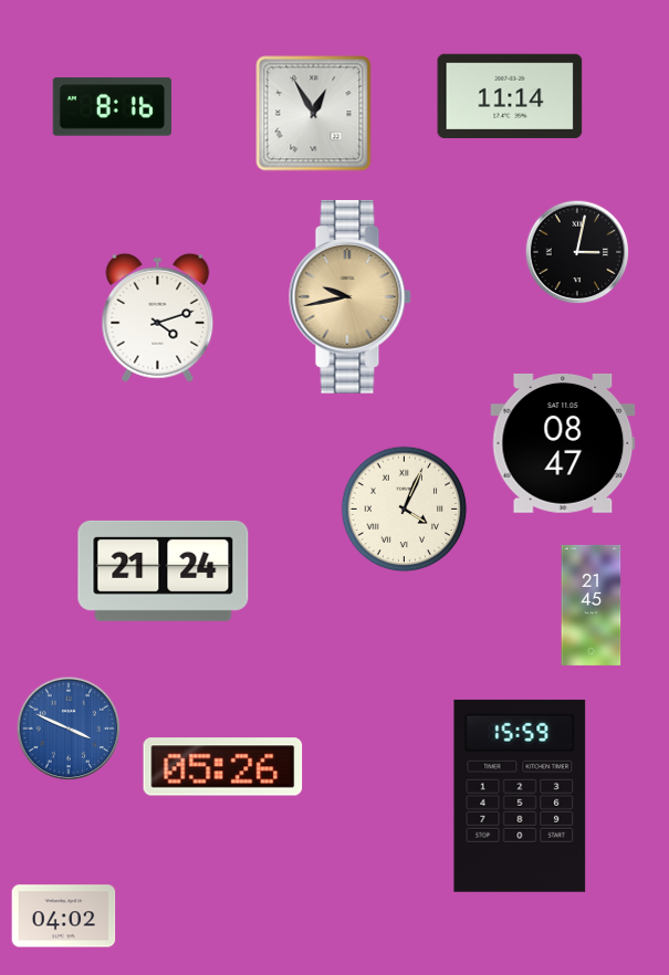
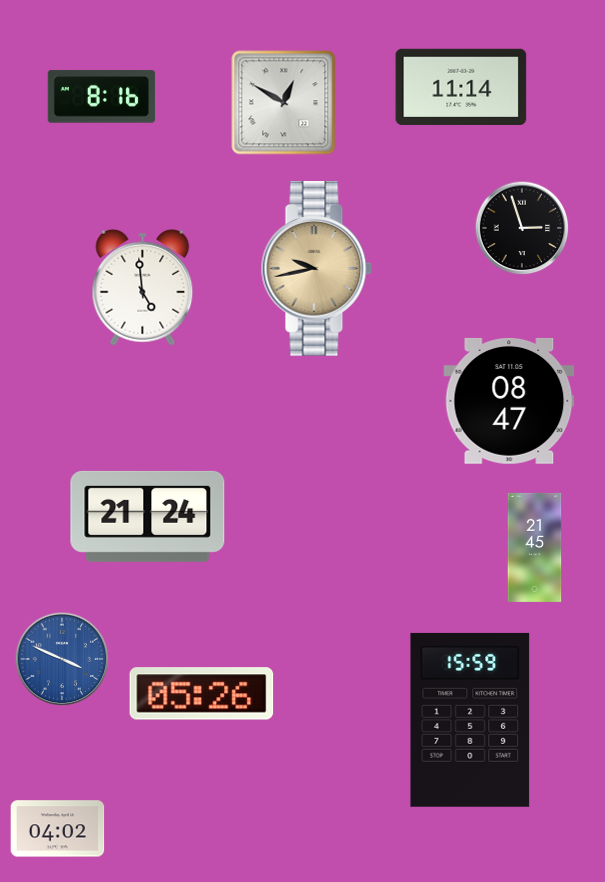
clock at (314, 114): 12:55 -> 12:50
clock at (577, 252): 3:02 -> 2:57
clock at (158, 317): 4:12 -> 4:59
clock at (405, 510): 4:04 -> none
